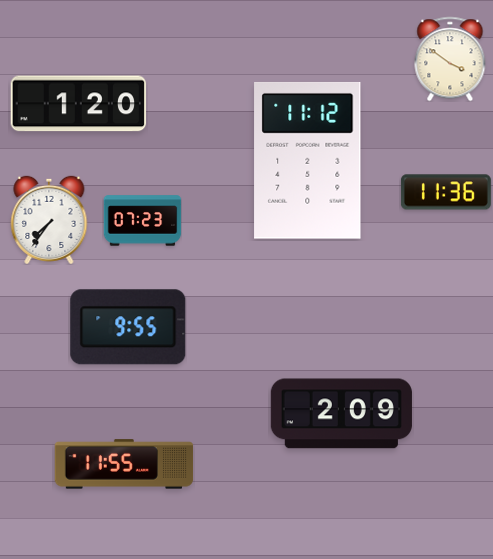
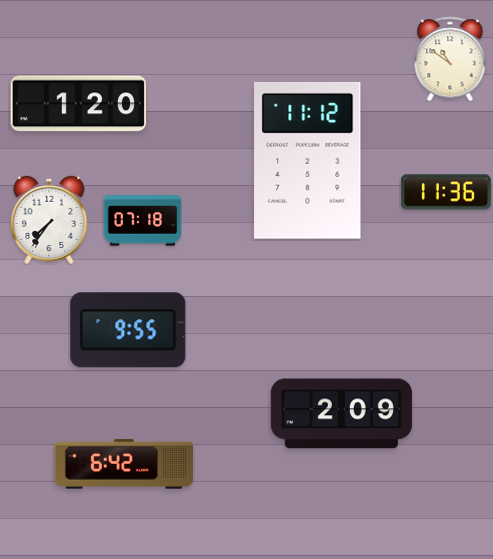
clock at (450, 59): 3:51 -> 10:51
clock at (142, 221): 07:23 -> 07:18
clock at (128, 327) position: (128, 327) -> (128, 330)
clock at (124, 464): 11:55 -> 6:42
